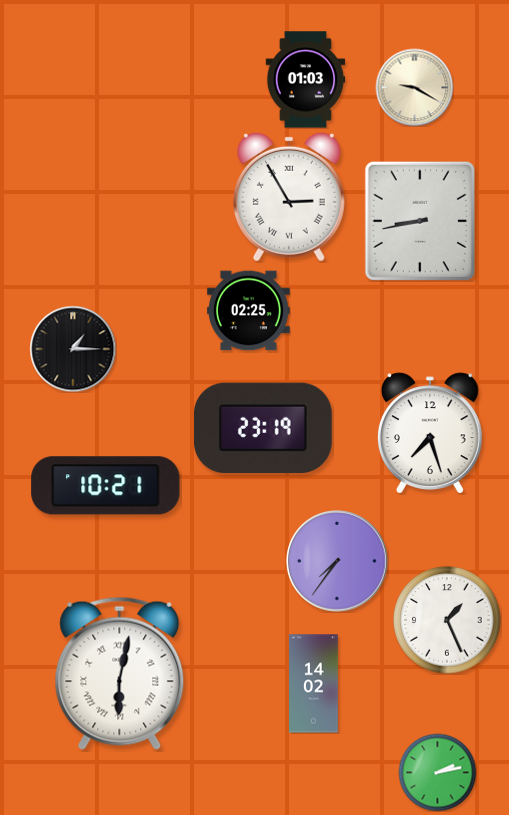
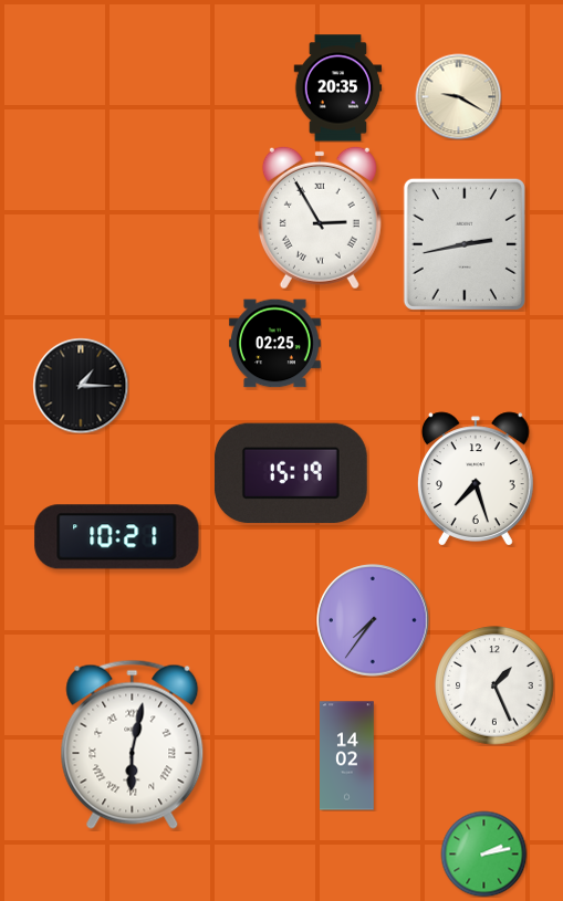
clock at (306, 80): 01:03 -> 20:35
clock at (420, 221): 8:43 -> 2:43
clock at (263, 428): 23:19 -> 15:19
